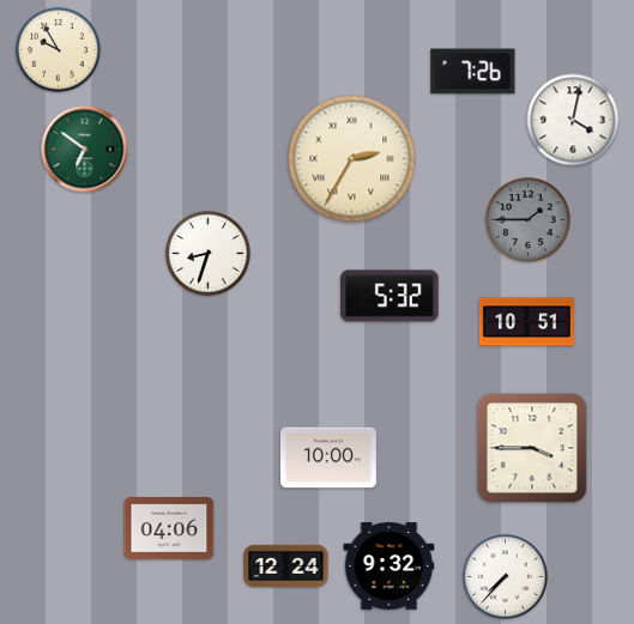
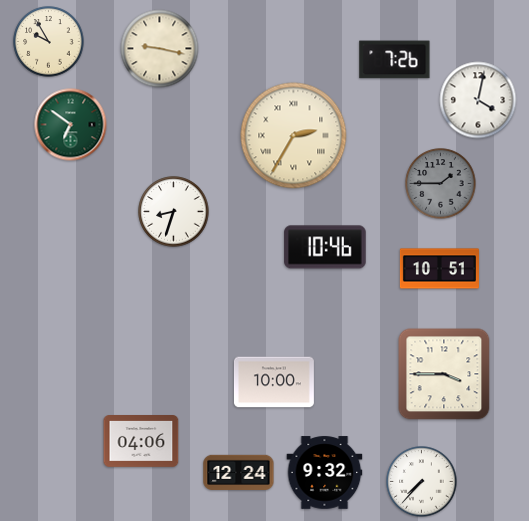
clock at (160, 49): none -> 9:17
clock at (352, 159) position: (352, 159) -> (294, 136)
clock at (390, 296): 5:32 -> 10:46
